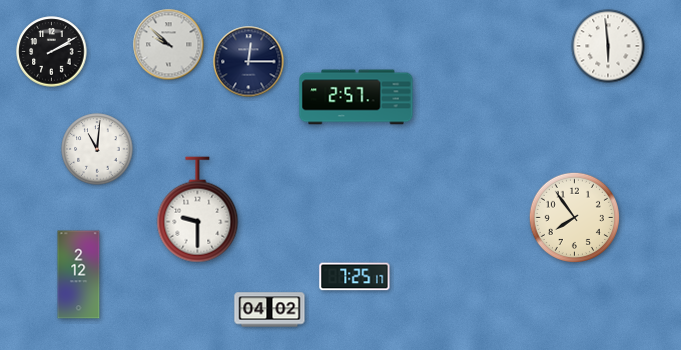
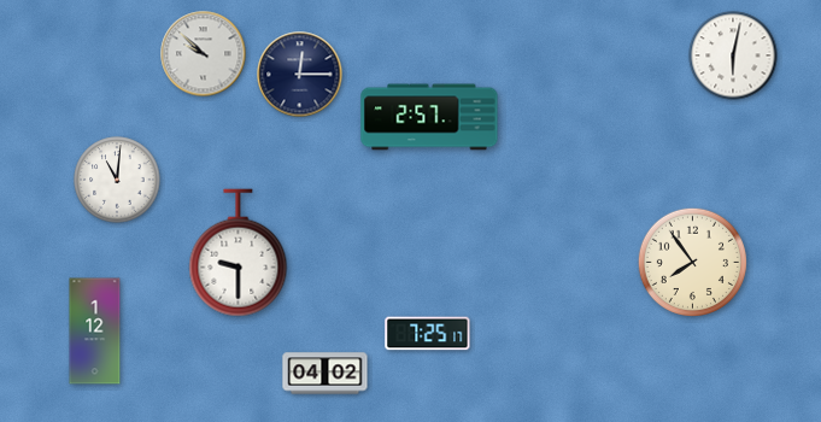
clock at (608, 46): 5:59 -> 6:02
clock at (52, 52): 2:10 -> none
clock at (79, 275): 2:12 -> 1:12
